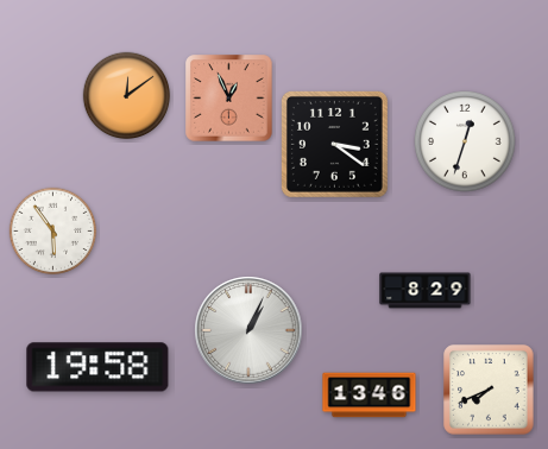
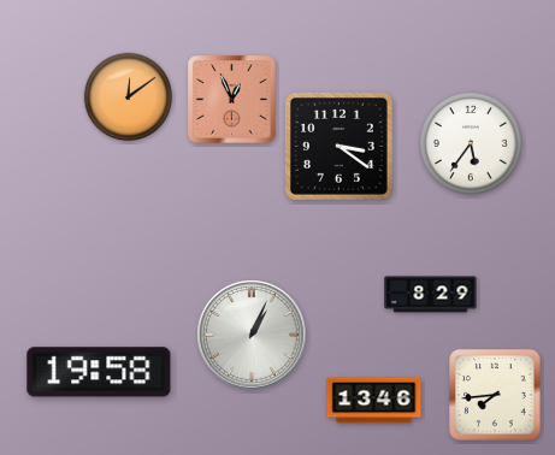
clock at (466, 143): 12:33 -> 5:36
clock at (53, 232): 5:54 -> none
clock at (489, 390): 7:41 -> 7:44
